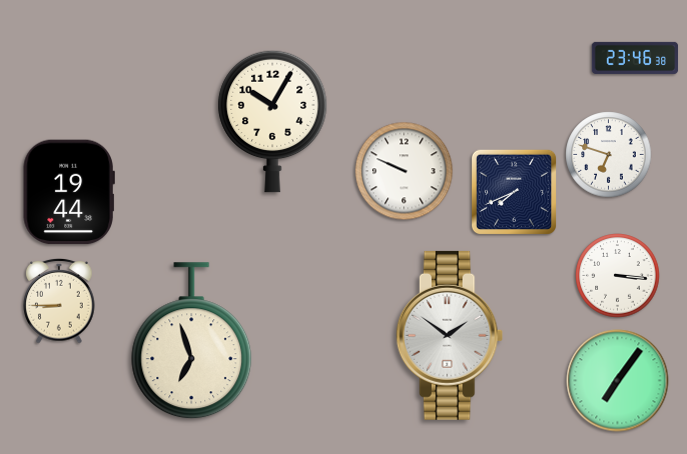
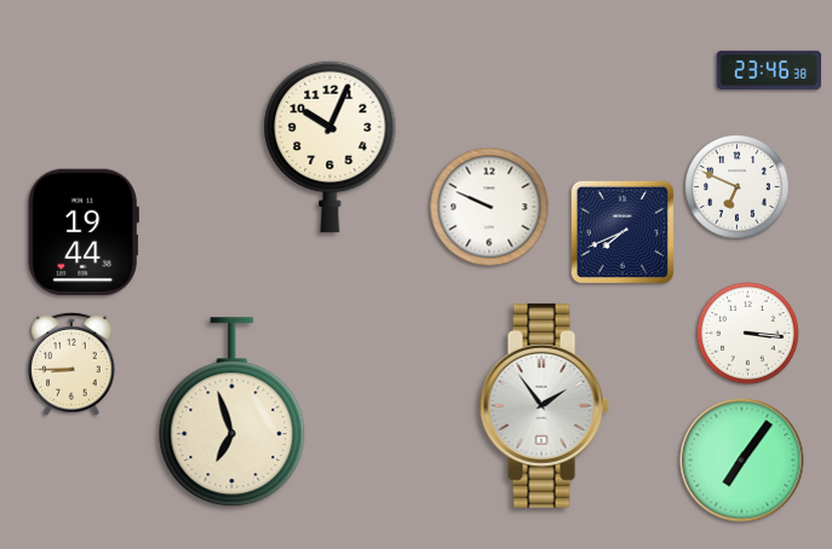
clock at (273, 121): 10:05 -> 10:04
clock at (609, 155): 6:48 -> 6:49
clock at (449, 335): 1:51 -> 1:54
clock at (618, 381) position: (618, 381) -> (742, 461)
